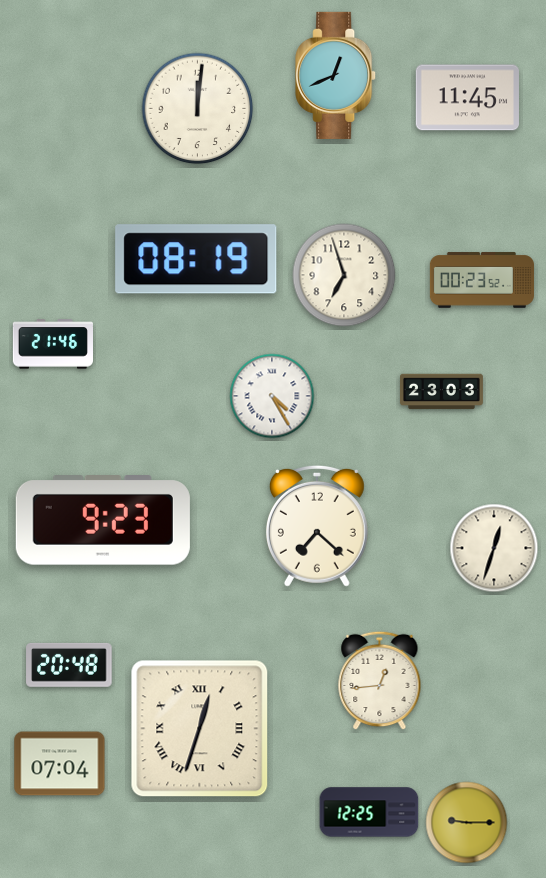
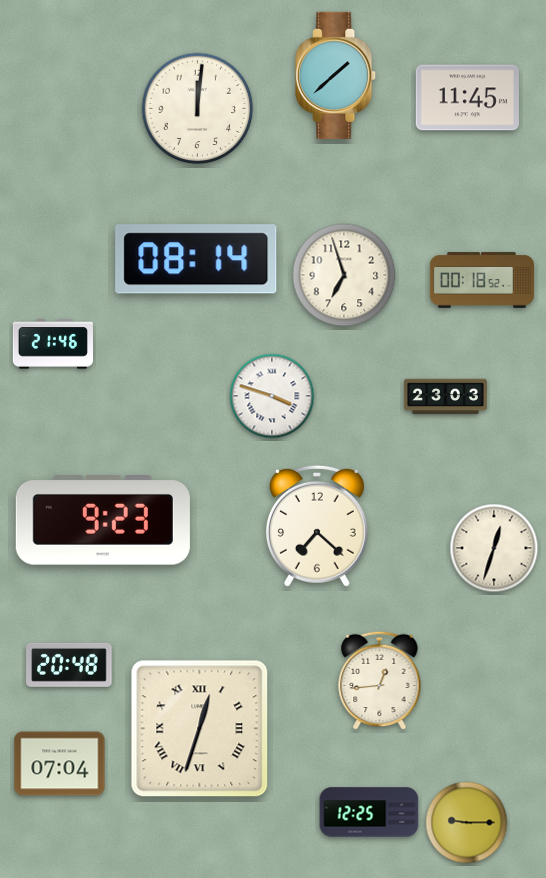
clock at (336, 75): 12:41 -> 1:38
clock at (196, 259): 08:19 -> 08:14
clock at (482, 280): 00:23 -> 00:18
clock at (441, 392) position: (441, 392) -> (445, 397)
clock at (272, 396): 4:25 -> 3:48
